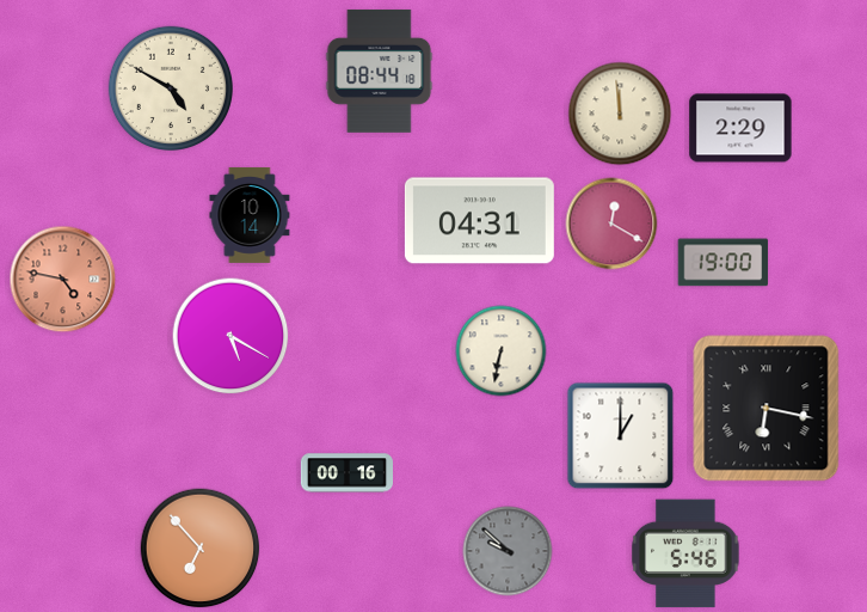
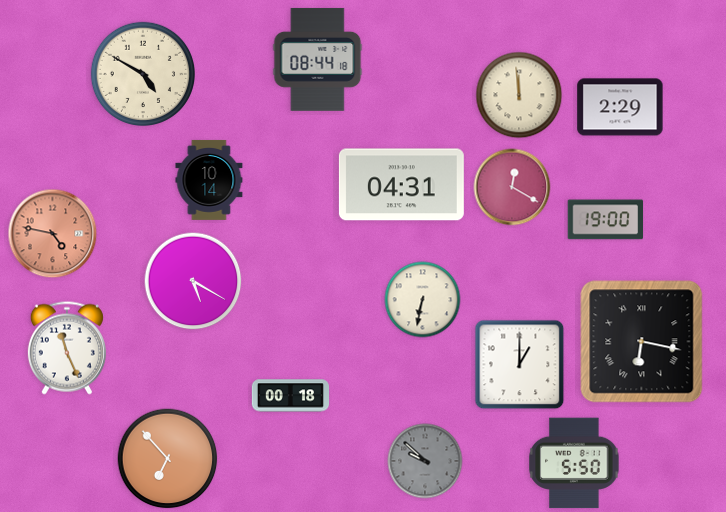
clock at (502, 351) position: (502, 351) -> (423, 300)
clock at (67, 348): none -> 11:26
clock at (346, 473): 00:16 -> 00:18
clock at (685, 553): 5:46 -> 5:50
